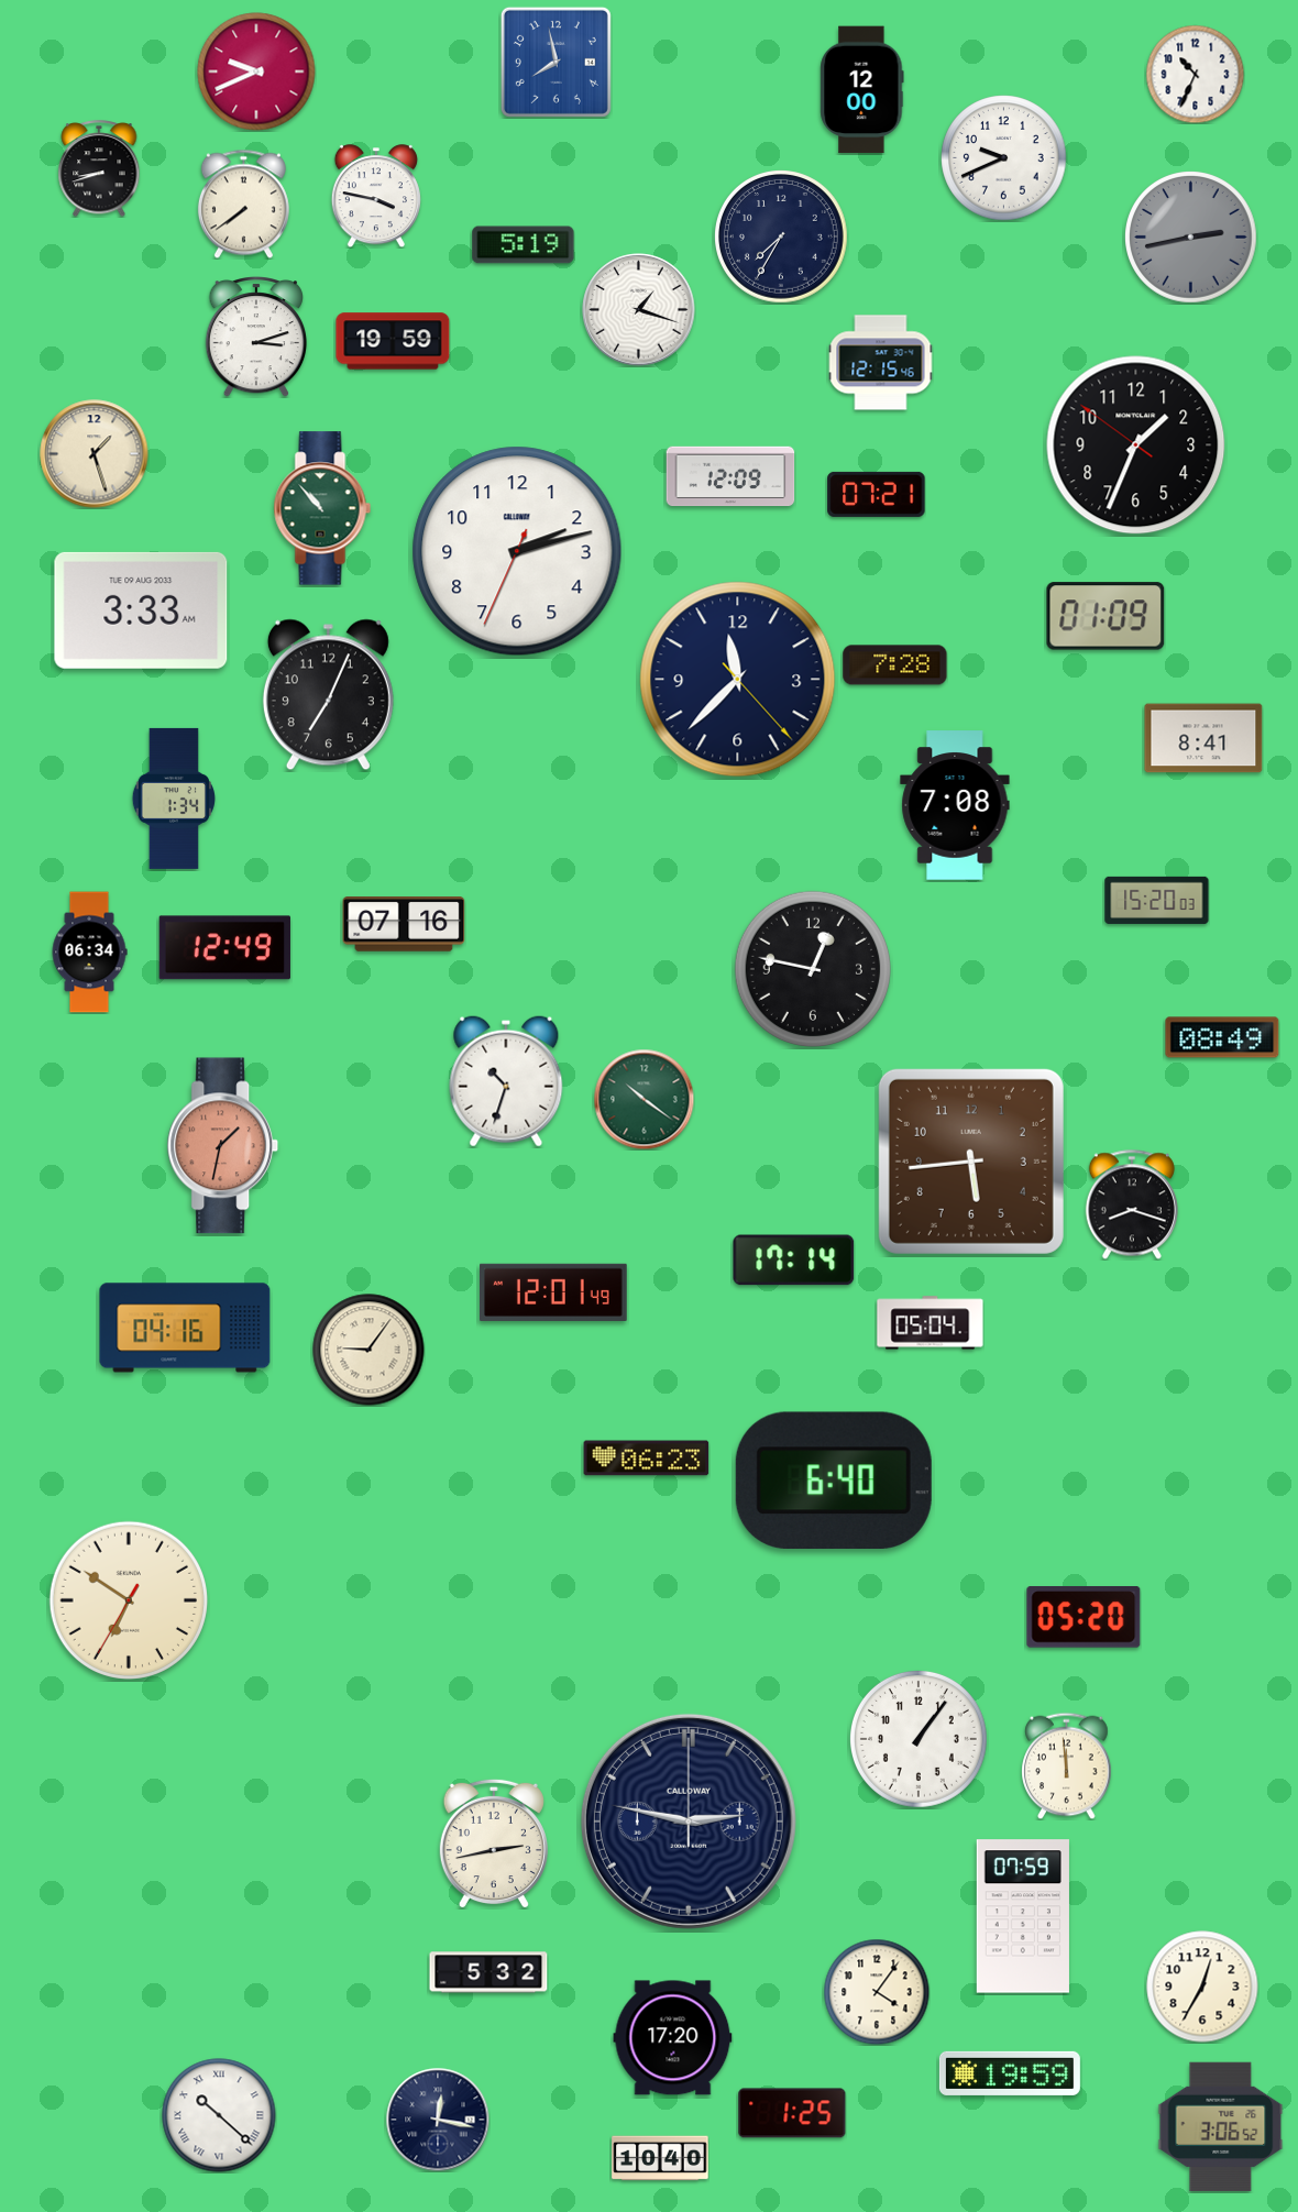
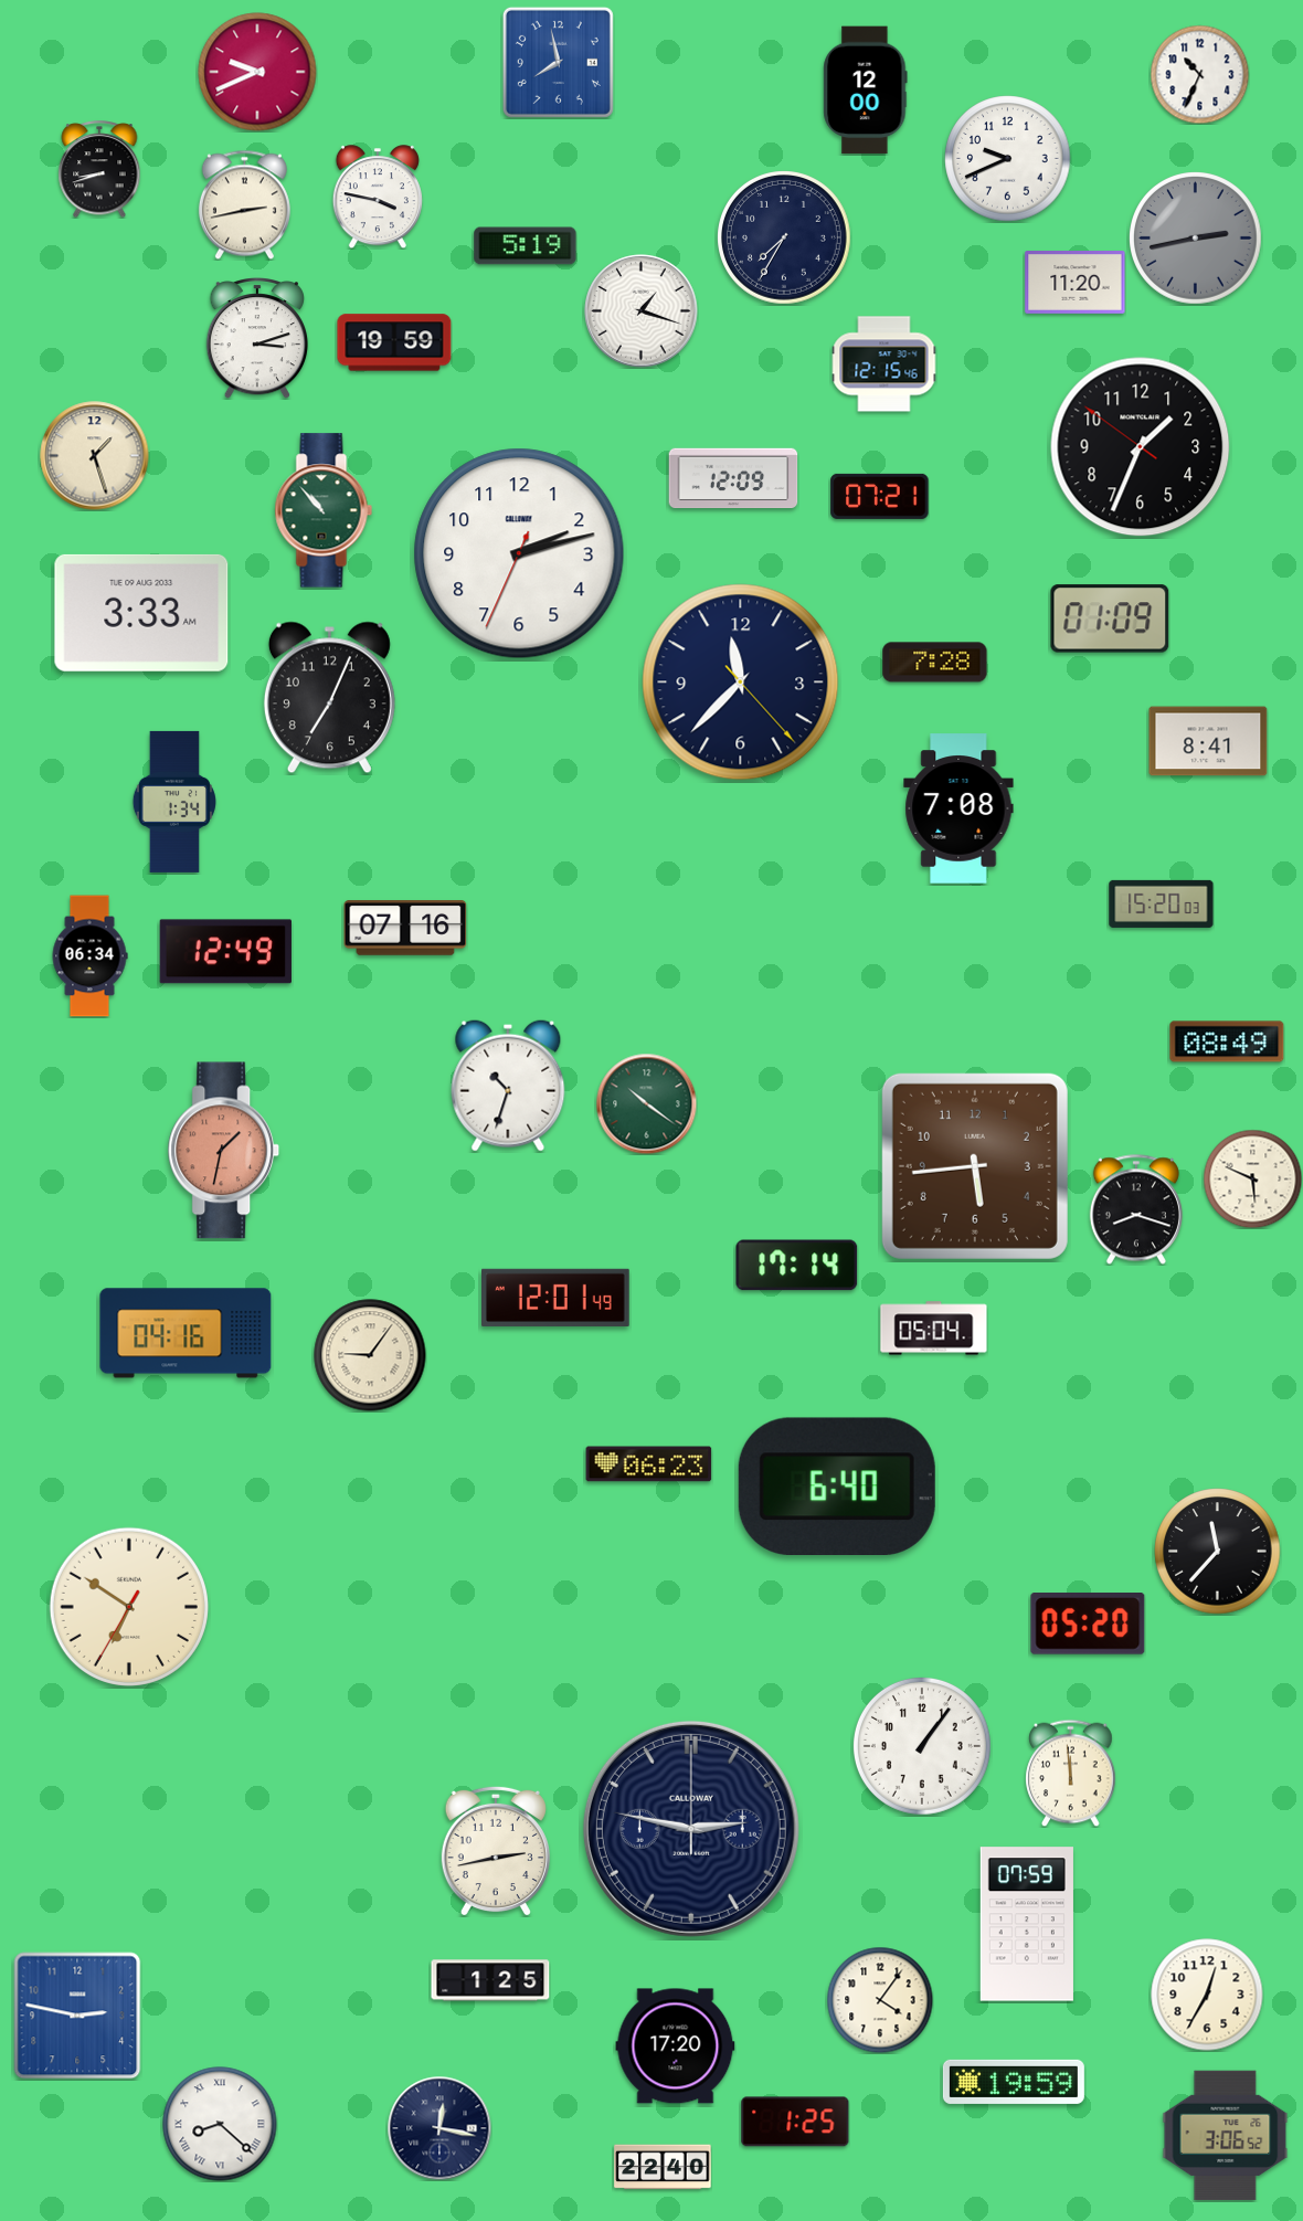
clock at (243, 203): 7:39 -> 2:43
clock at (1076, 283): none -> 11:20
clock at (895, 665) position: (895, 665) -> (935, 663)
clock at (813, 969): 12:47 -> none
clock at (1252, 1178): none -> 5:49
clock at (1218, 1552): none -> 11:37
clock at (488, 1972): 5:32 -> 1:25
clock at (77, 2016): none -> 2:47
clock at (219, 2115): 10:22 -> 8:22
clock at (660, 2158): 10:40 -> 22:40
